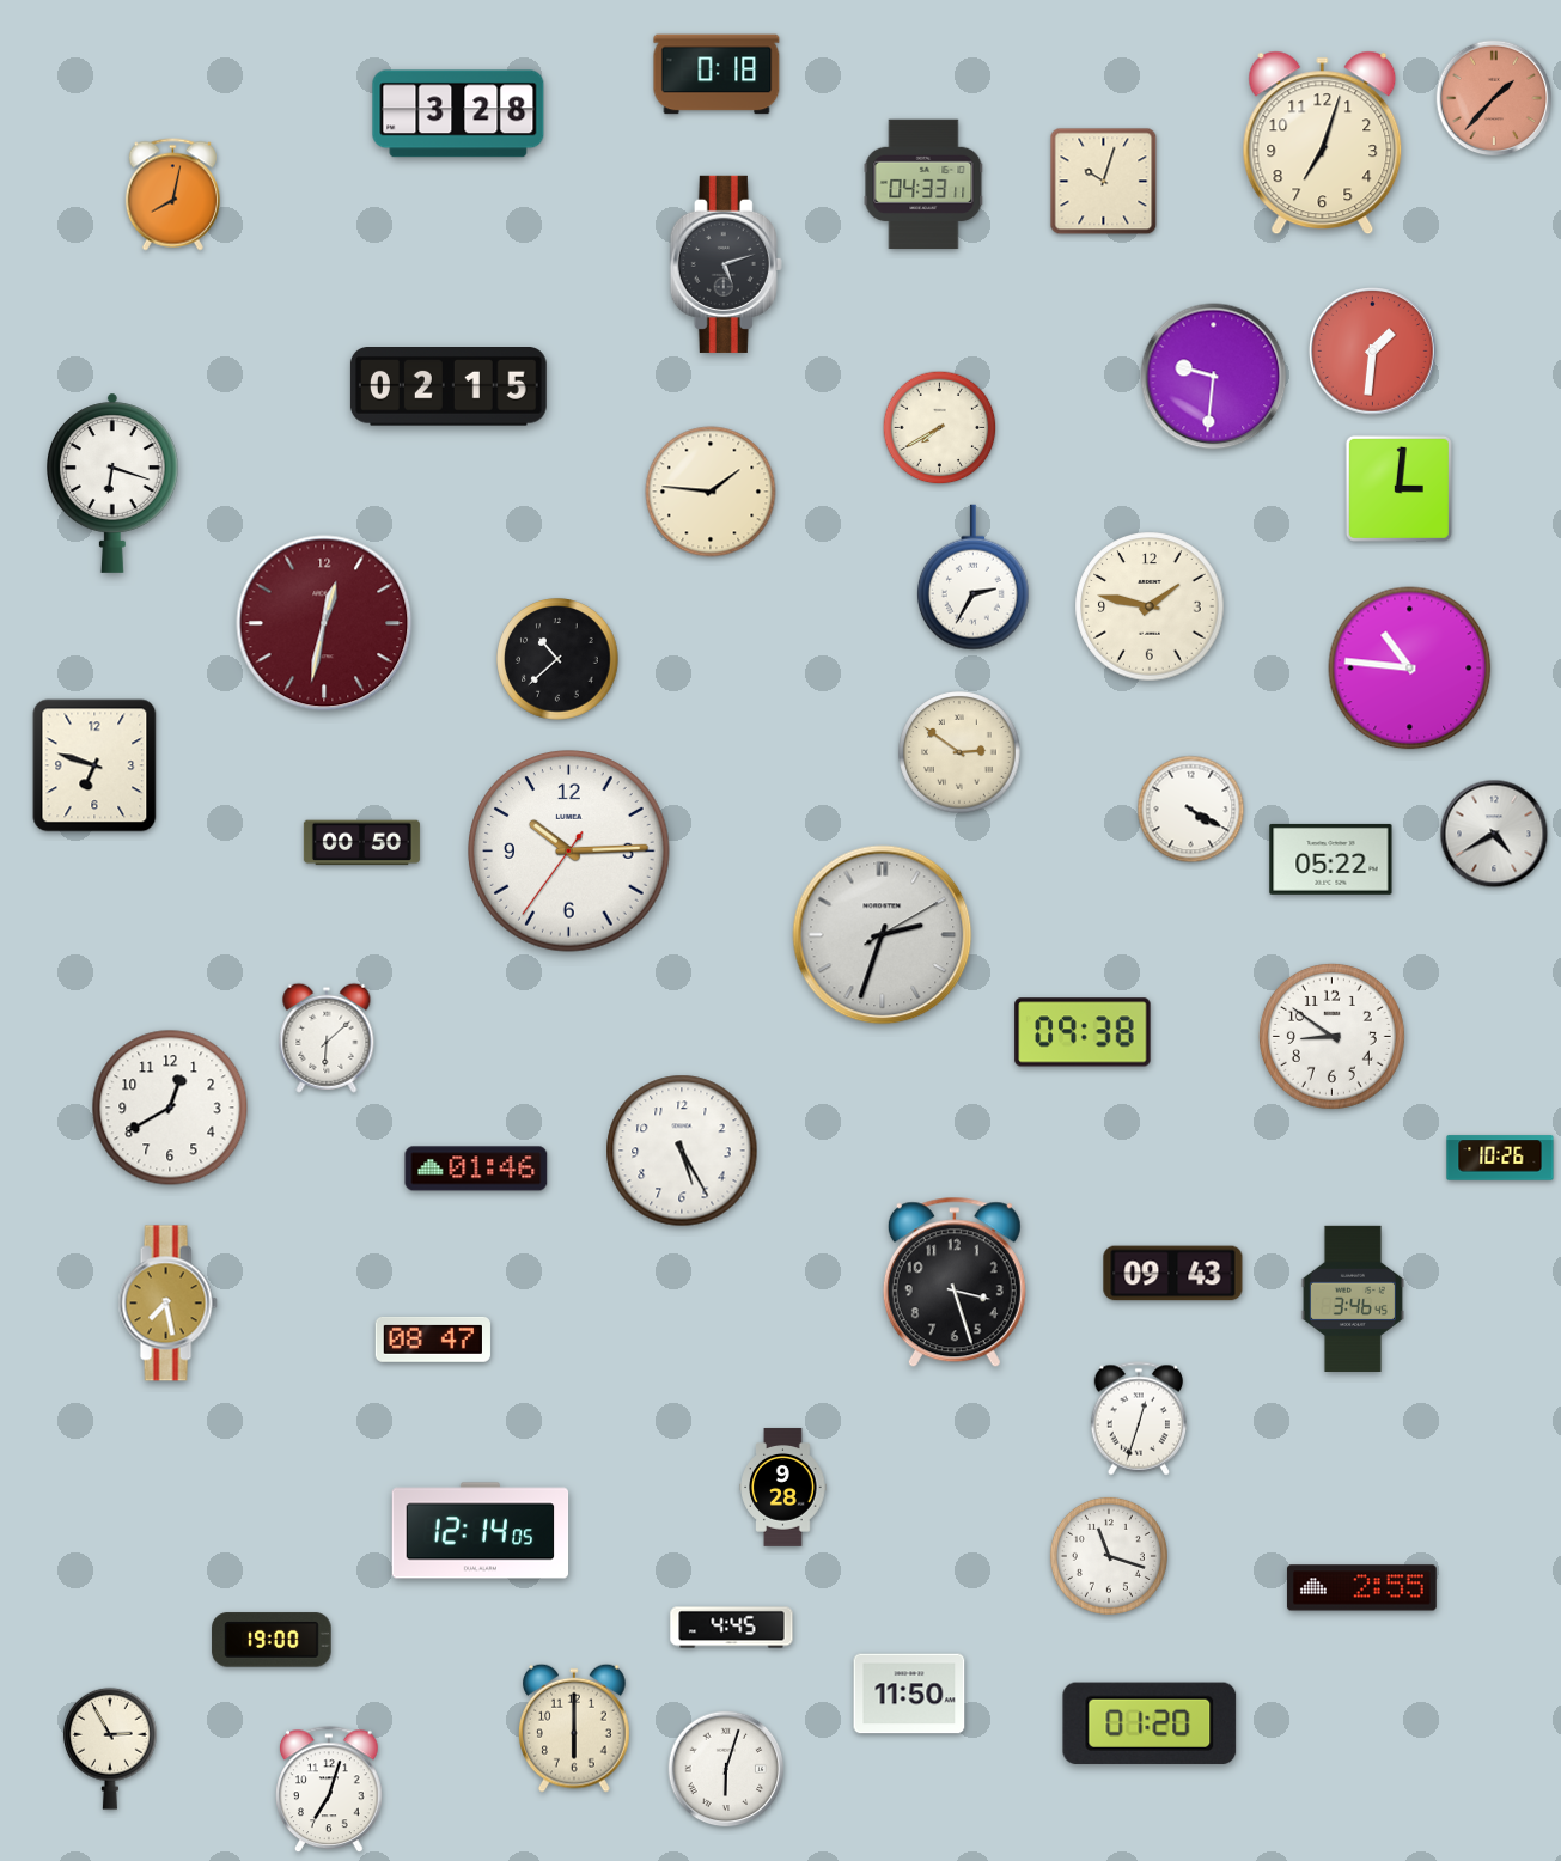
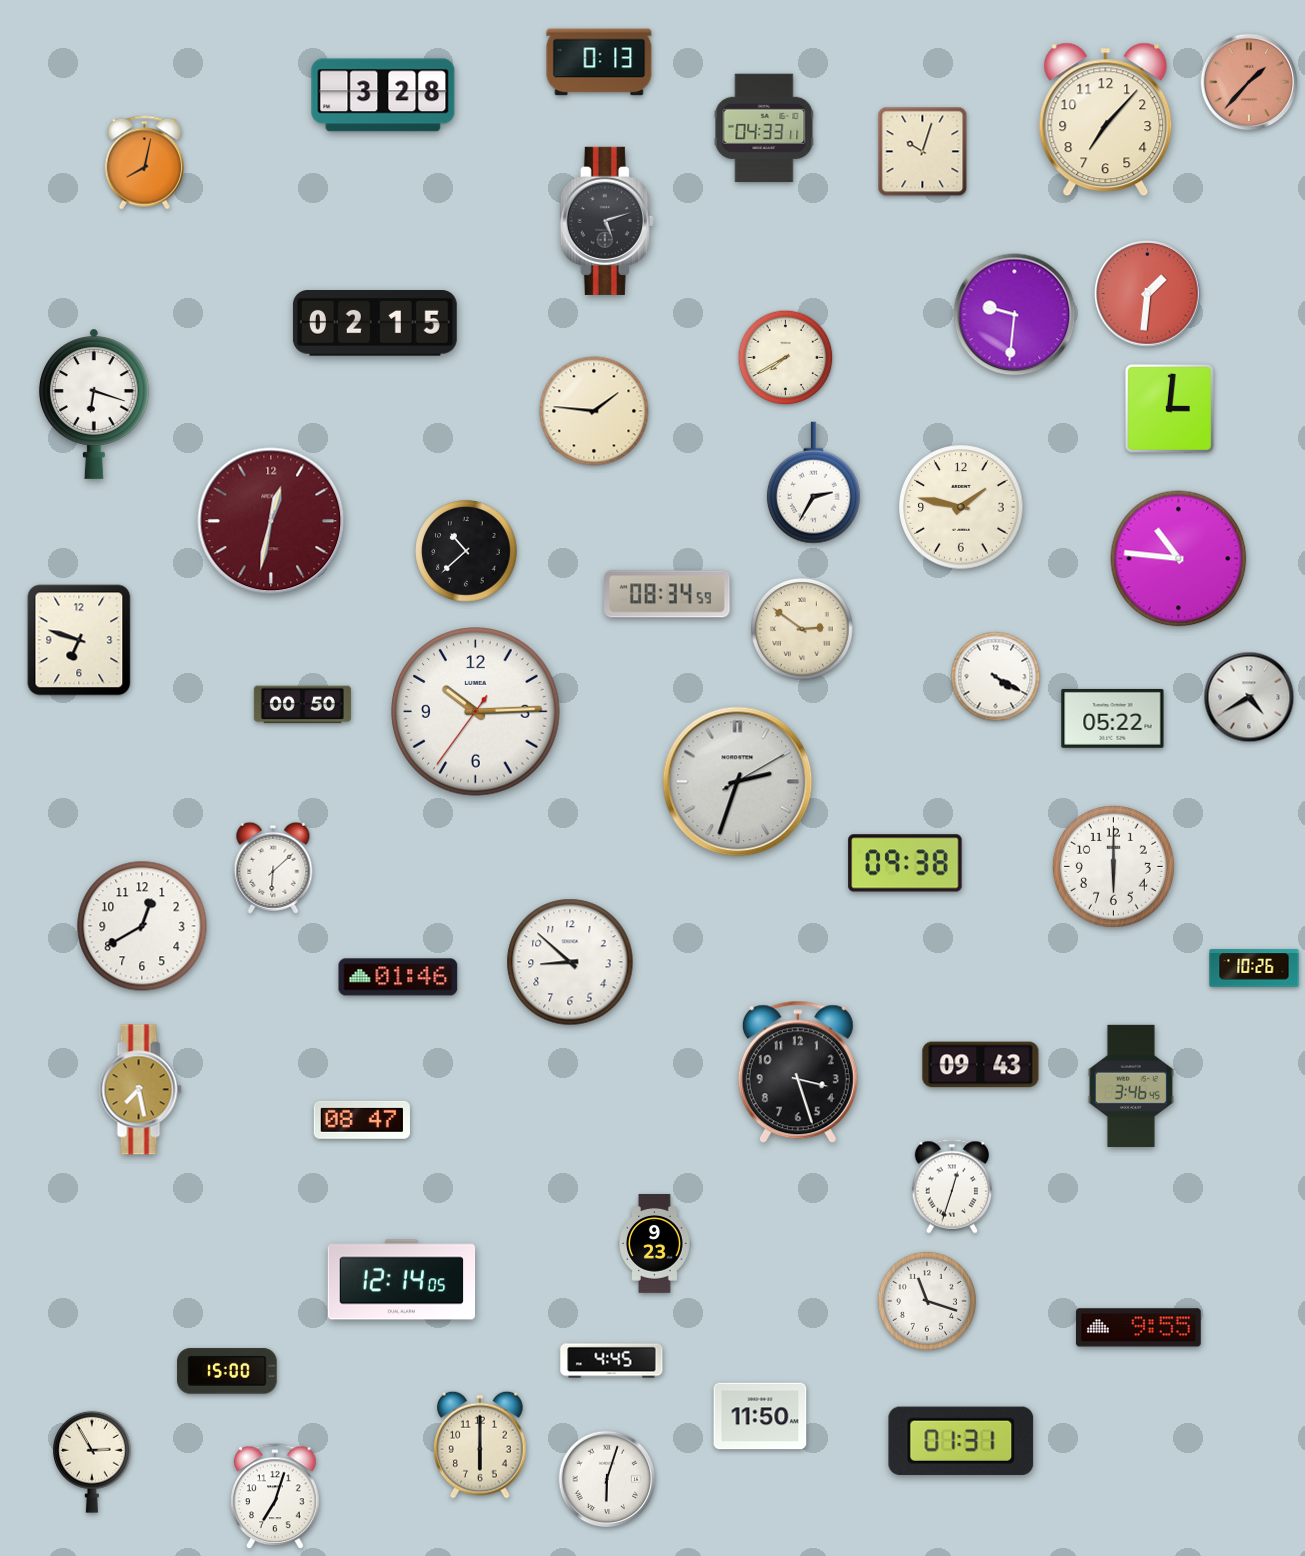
clock at (717, 74): 0:18 -> 0:13
clock at (1323, 144): 7:03 -> 7:07
clock at (923, 184) position: (923, 184) -> (764, 128)
clock at (667, 594): none -> 08:34
clock at (1331, 1036): 8:51 -> 6:00
clock at (682, 1151): 5:25 -> 8:52
clock at (783, 1488): 9:28 -> 9:23
clock at (1361, 1588): 2:55 -> 9:55
clock at (272, 1640): 19:00 -> 15:00
clock at (1150, 1723): 01:20 -> 01:31
